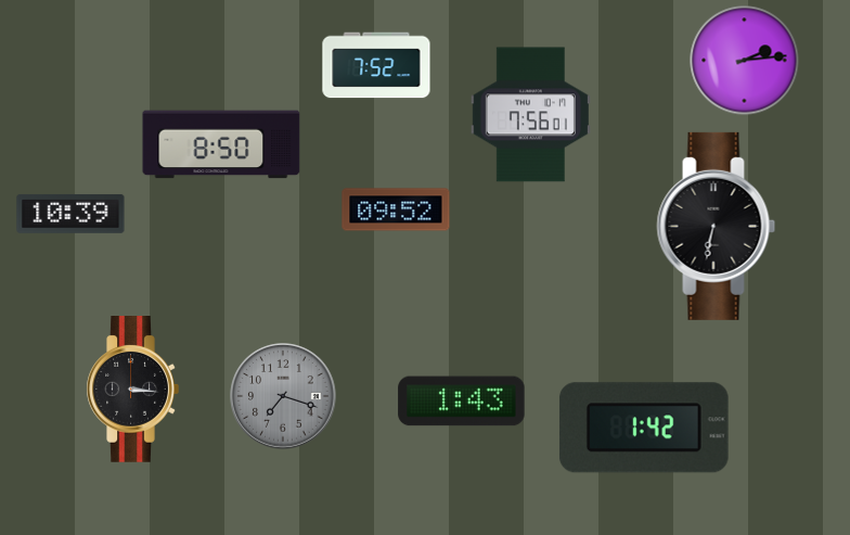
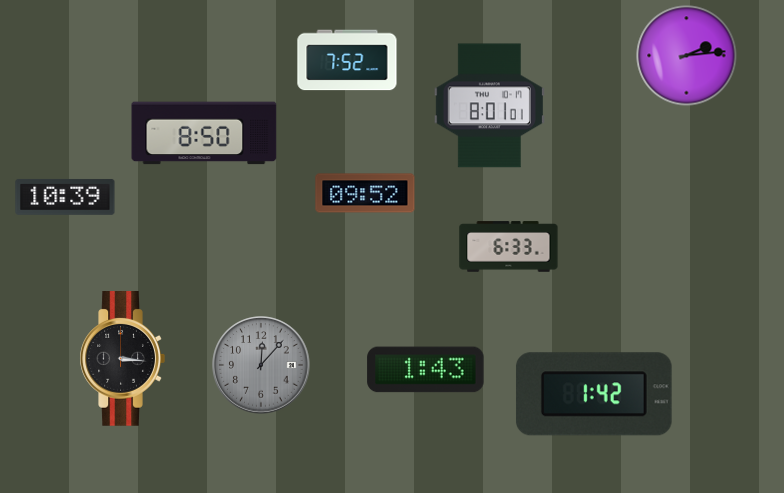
clock at (530, 115): 7:56 -> 8:01
clock at (717, 226): 6:32 -> none
clock at (509, 247): none -> 6:33
clock at (283, 396): 7:18 -> 12:07
